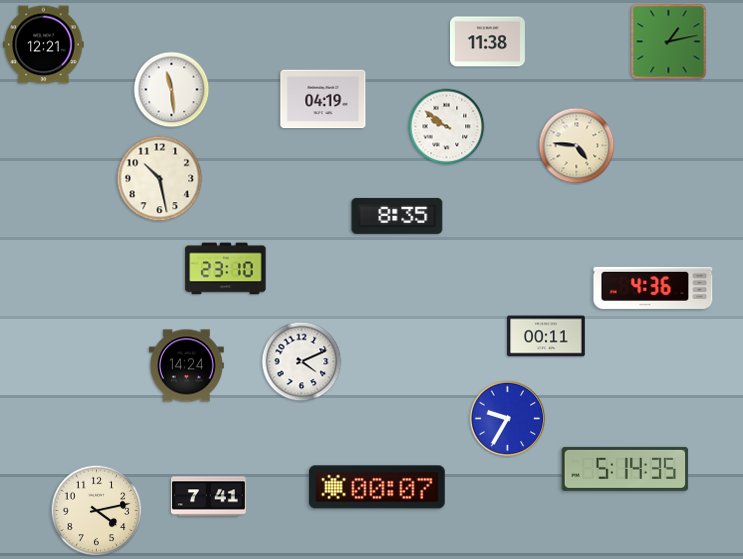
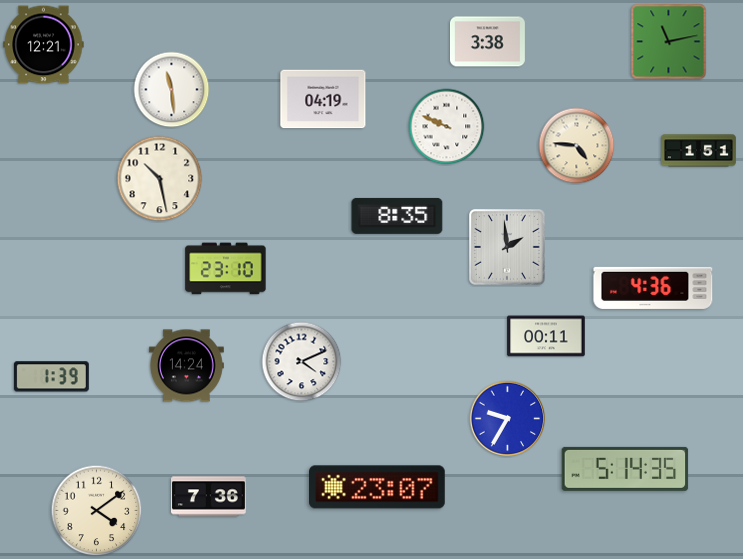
clock at (487, 42): 11:38 -> 3:38
clock at (669, 42): 1:13 -> 11:13
clock at (447, 127): 9:51 -> 9:49
clock at (699, 151): none -> 1:51
clock at (507, 247): none -> 1:59
clock at (51, 377): none -> 1:39
clock at (378, 487): 00:07 -> 23:07
clock at (208, 497): 7:41 -> 7:36
clock at (97, 511): 4:13 -> 4:09
